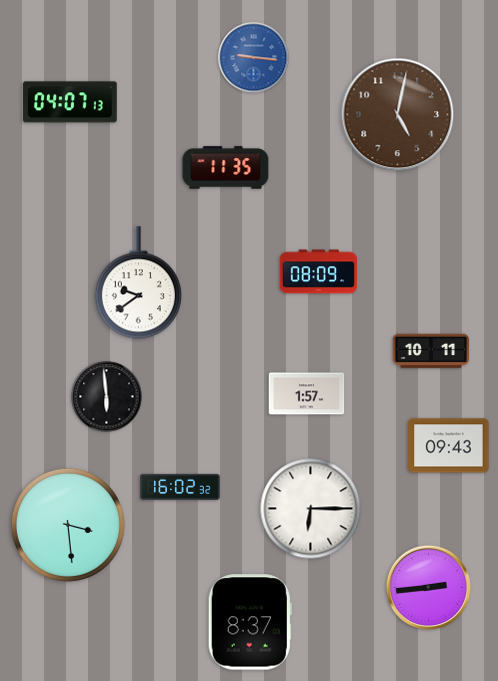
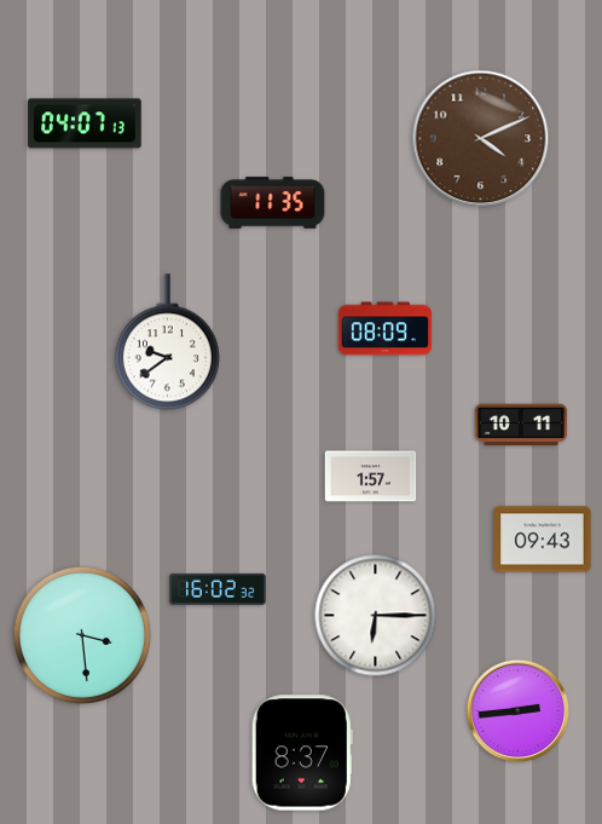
clock at (254, 58): 9:16 -> none
clock at (398, 115): 5:02 -> 4:11
clock at (107, 397): 5:59 -> none
